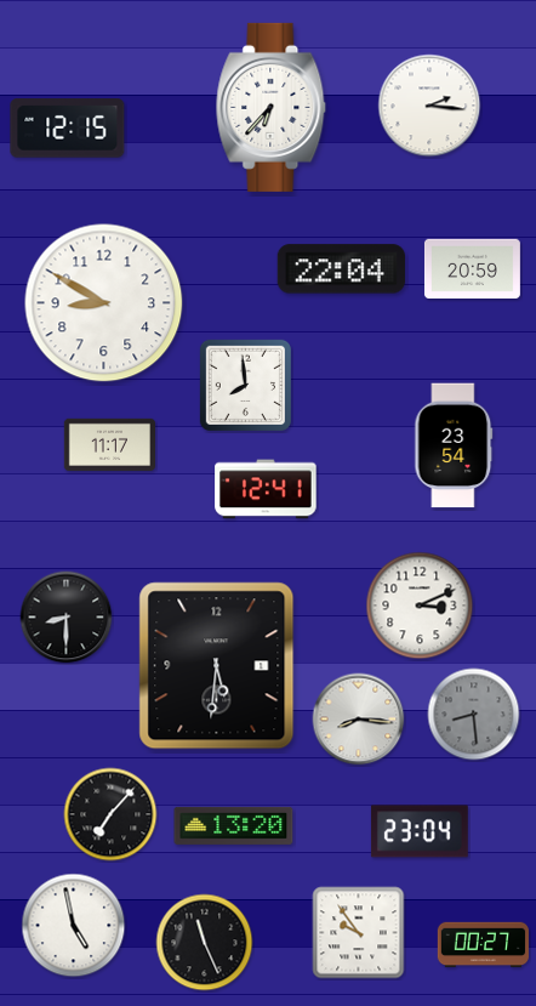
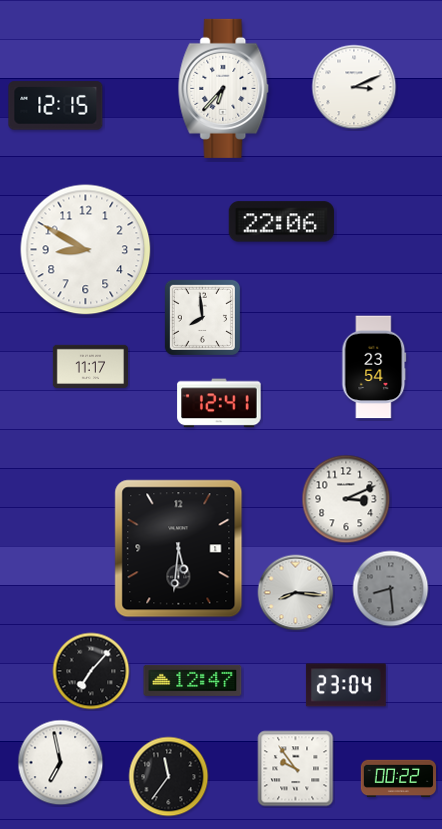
clock at (429, 106): 2:16 -> 3:11
clock at (472, 268): 20:59 -> none
clock at (341, 269): 22:04 -> 22:06
clock at (67, 618): 8:30 -> none
clock at (234, 825): 13:20 -> 12:47
clock at (74, 926): 4:58 -> 6:58
clock at (205, 943): 11:26 -> 11:36
clock at (483, 945): 00:27 -> 00:22
